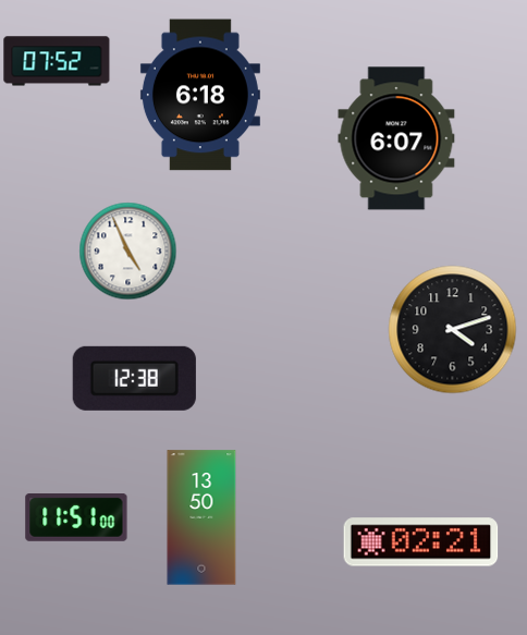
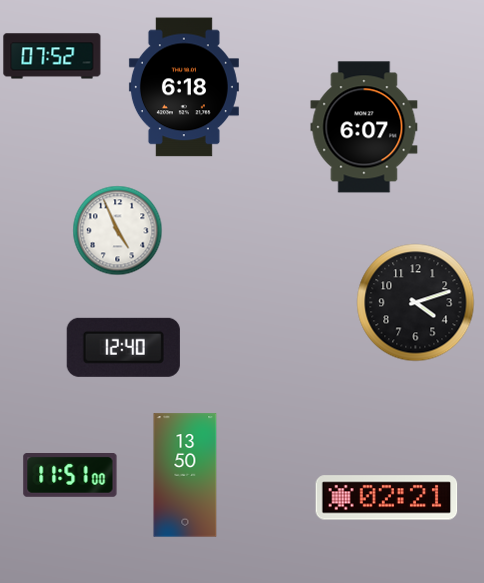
clock at (134, 378): 12:38 -> 12:40
